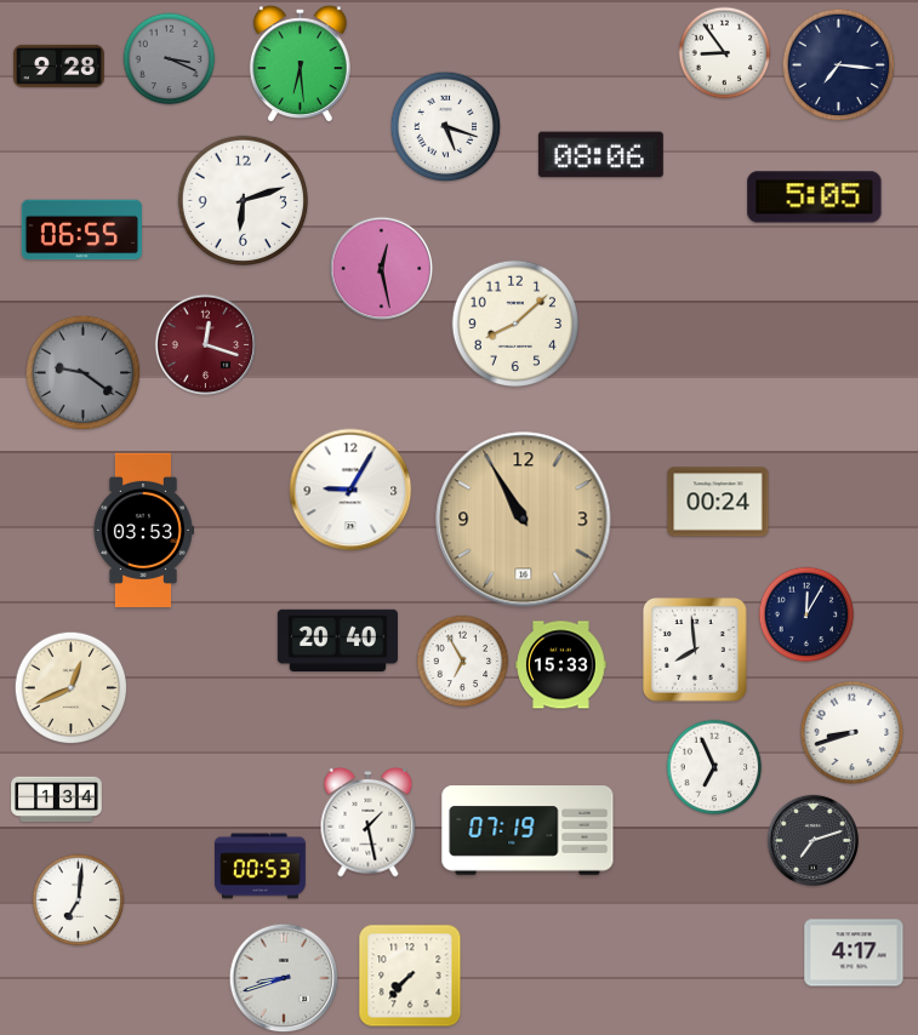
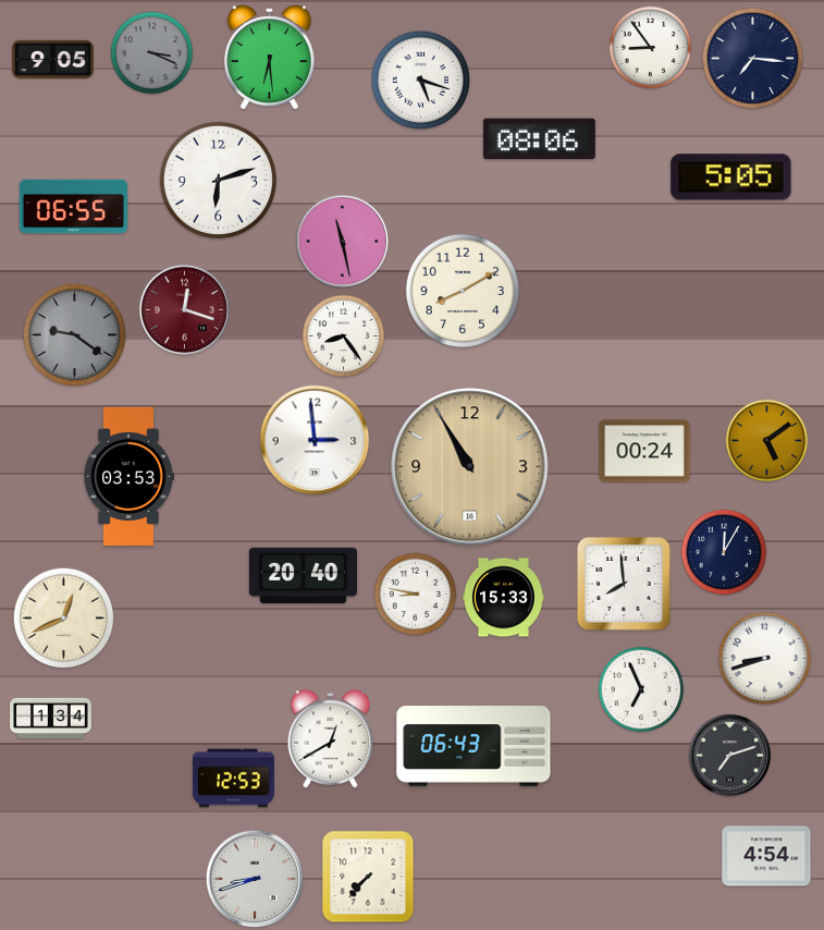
clock at (59, 65): 9:28 -> 9:05
clock at (446, 127) position: (446, 127) -> (421, 81)
clock at (382, 269): 12:28 -> 11:28
clock at (515, 324): 8:08 -> 8:10
clock at (344, 336): none -> 8:24
clock at (350, 490): 9:05 -> 2:59
clock at (767, 441): none -> 5:09
clock at (463, 662): 6:55 -> 8:47
clock at (369, 823): 1:28 -> 12:40
clock at (528, 830): 07:19 -> 06:43
clock at (261, 867): 00:53 -> 12:53
clock at (79, 900): 7:01 -> none
clock at (854, 953): 4:17 -> 4:54
